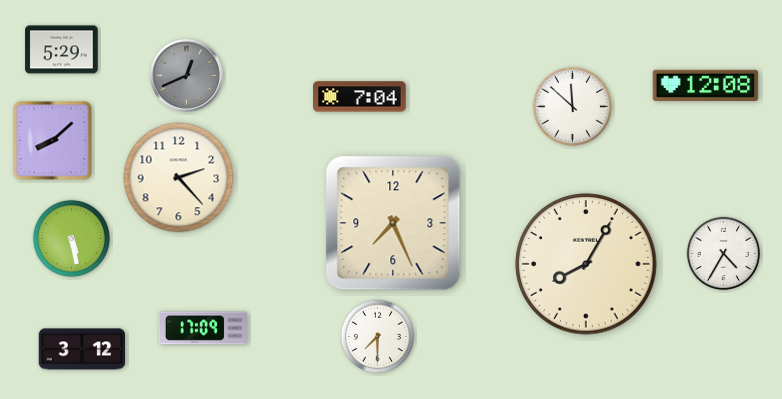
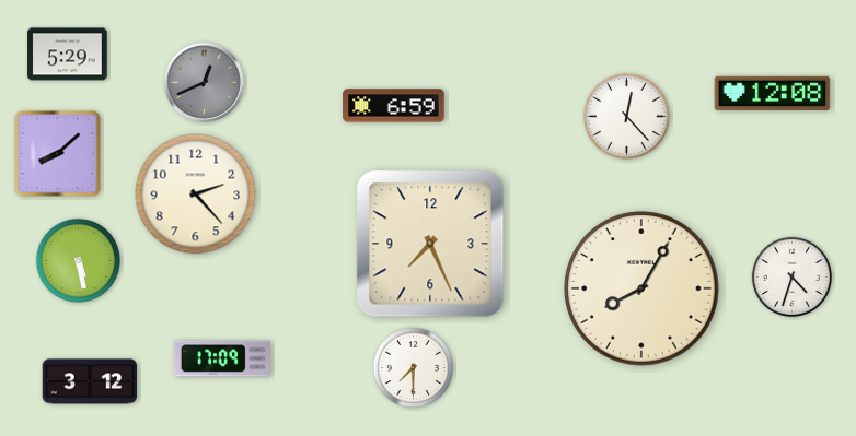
clock at (360, 97): 7:04 -> 6:59
clock at (572, 106): 11:52 -> 12:23
clock at (724, 254): 4:35 -> 4:33
